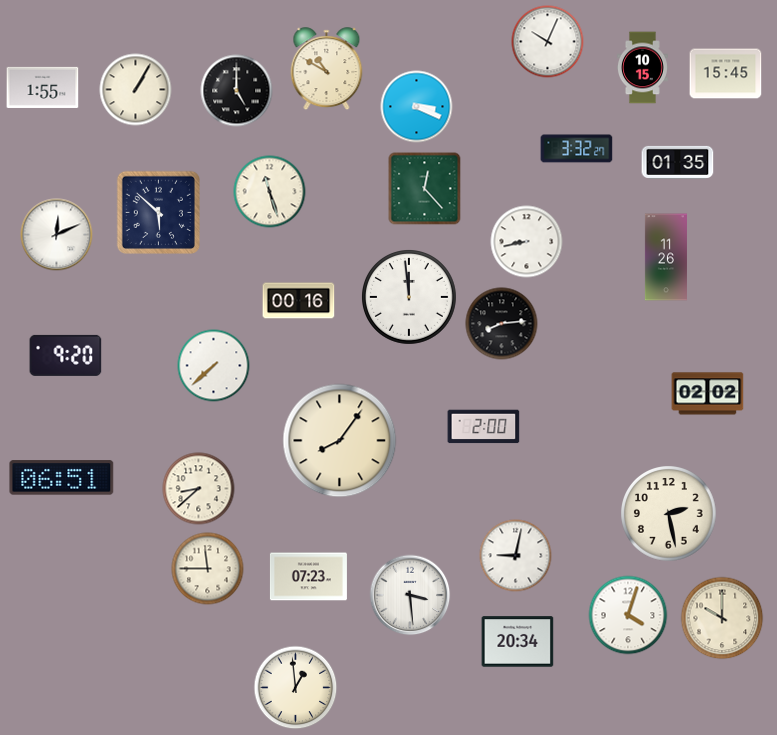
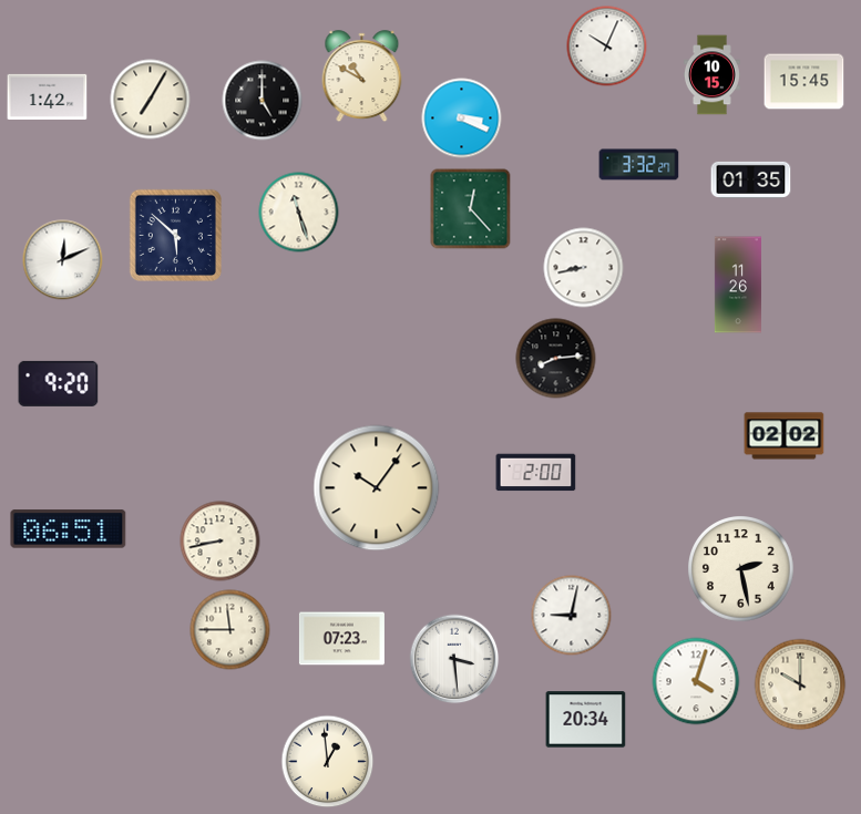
clock at (43, 87): 1:55 -> 1:42
clock at (136, 90): 1:05 -> 7:05
clock at (410, 298): 11:59 -> none
clock at (299, 301): 00:16 -> none
clock at (66, 355) position: (66, 355) -> (59, 383)
clock at (214, 366): 7:38 -> none
clock at (340, 441): 8:06 -> 10:06
clock at (199, 489): 8:38 -> 8:43
clock at (518, 642) position: (518, 642) -> (586, 720)
